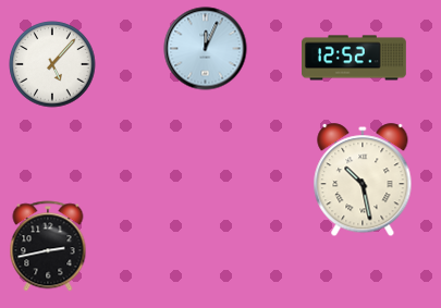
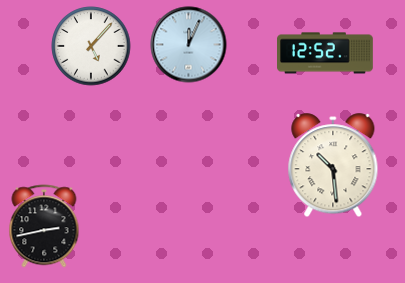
clock at (52, 64) position: (52, 64) -> (91, 46)
clock at (363, 181): 10:28 -> 10:29
